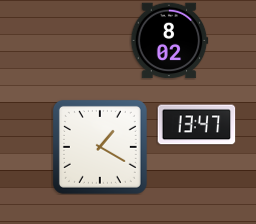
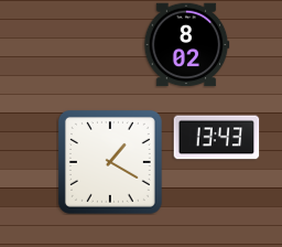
clock at (196, 125): 13:47 -> 13:43
